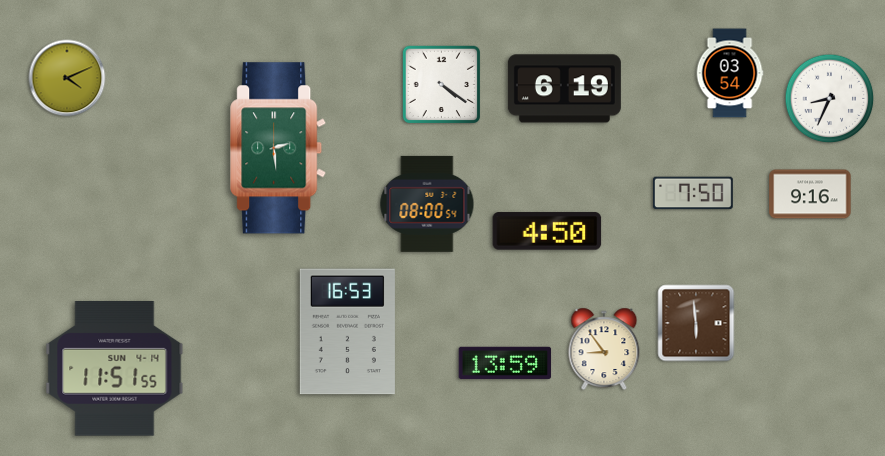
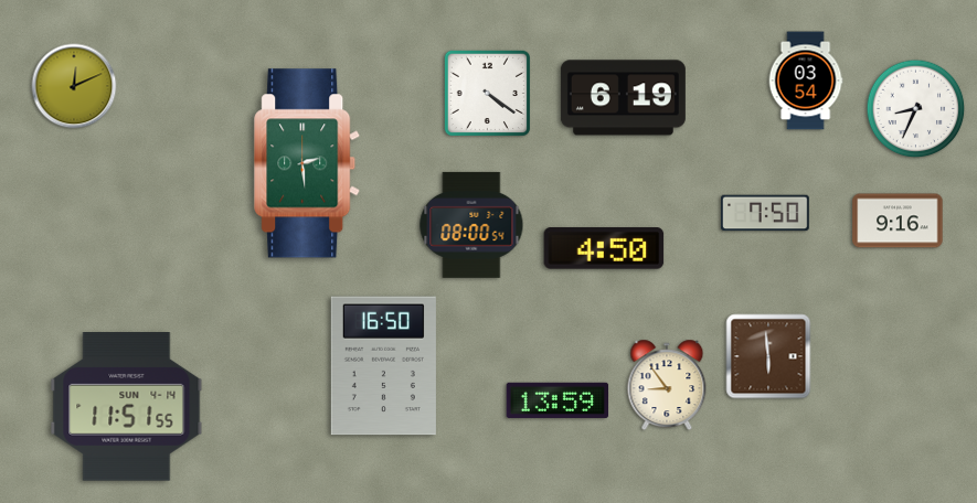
clock at (67, 78): 4:11 -> 12:11
clock at (810, 194) position: (810, 194) -> (898, 221)
clock at (547, 231) position: (547, 231) -> (604, 248)
clock at (347, 332): 16:53 -> 16:50
